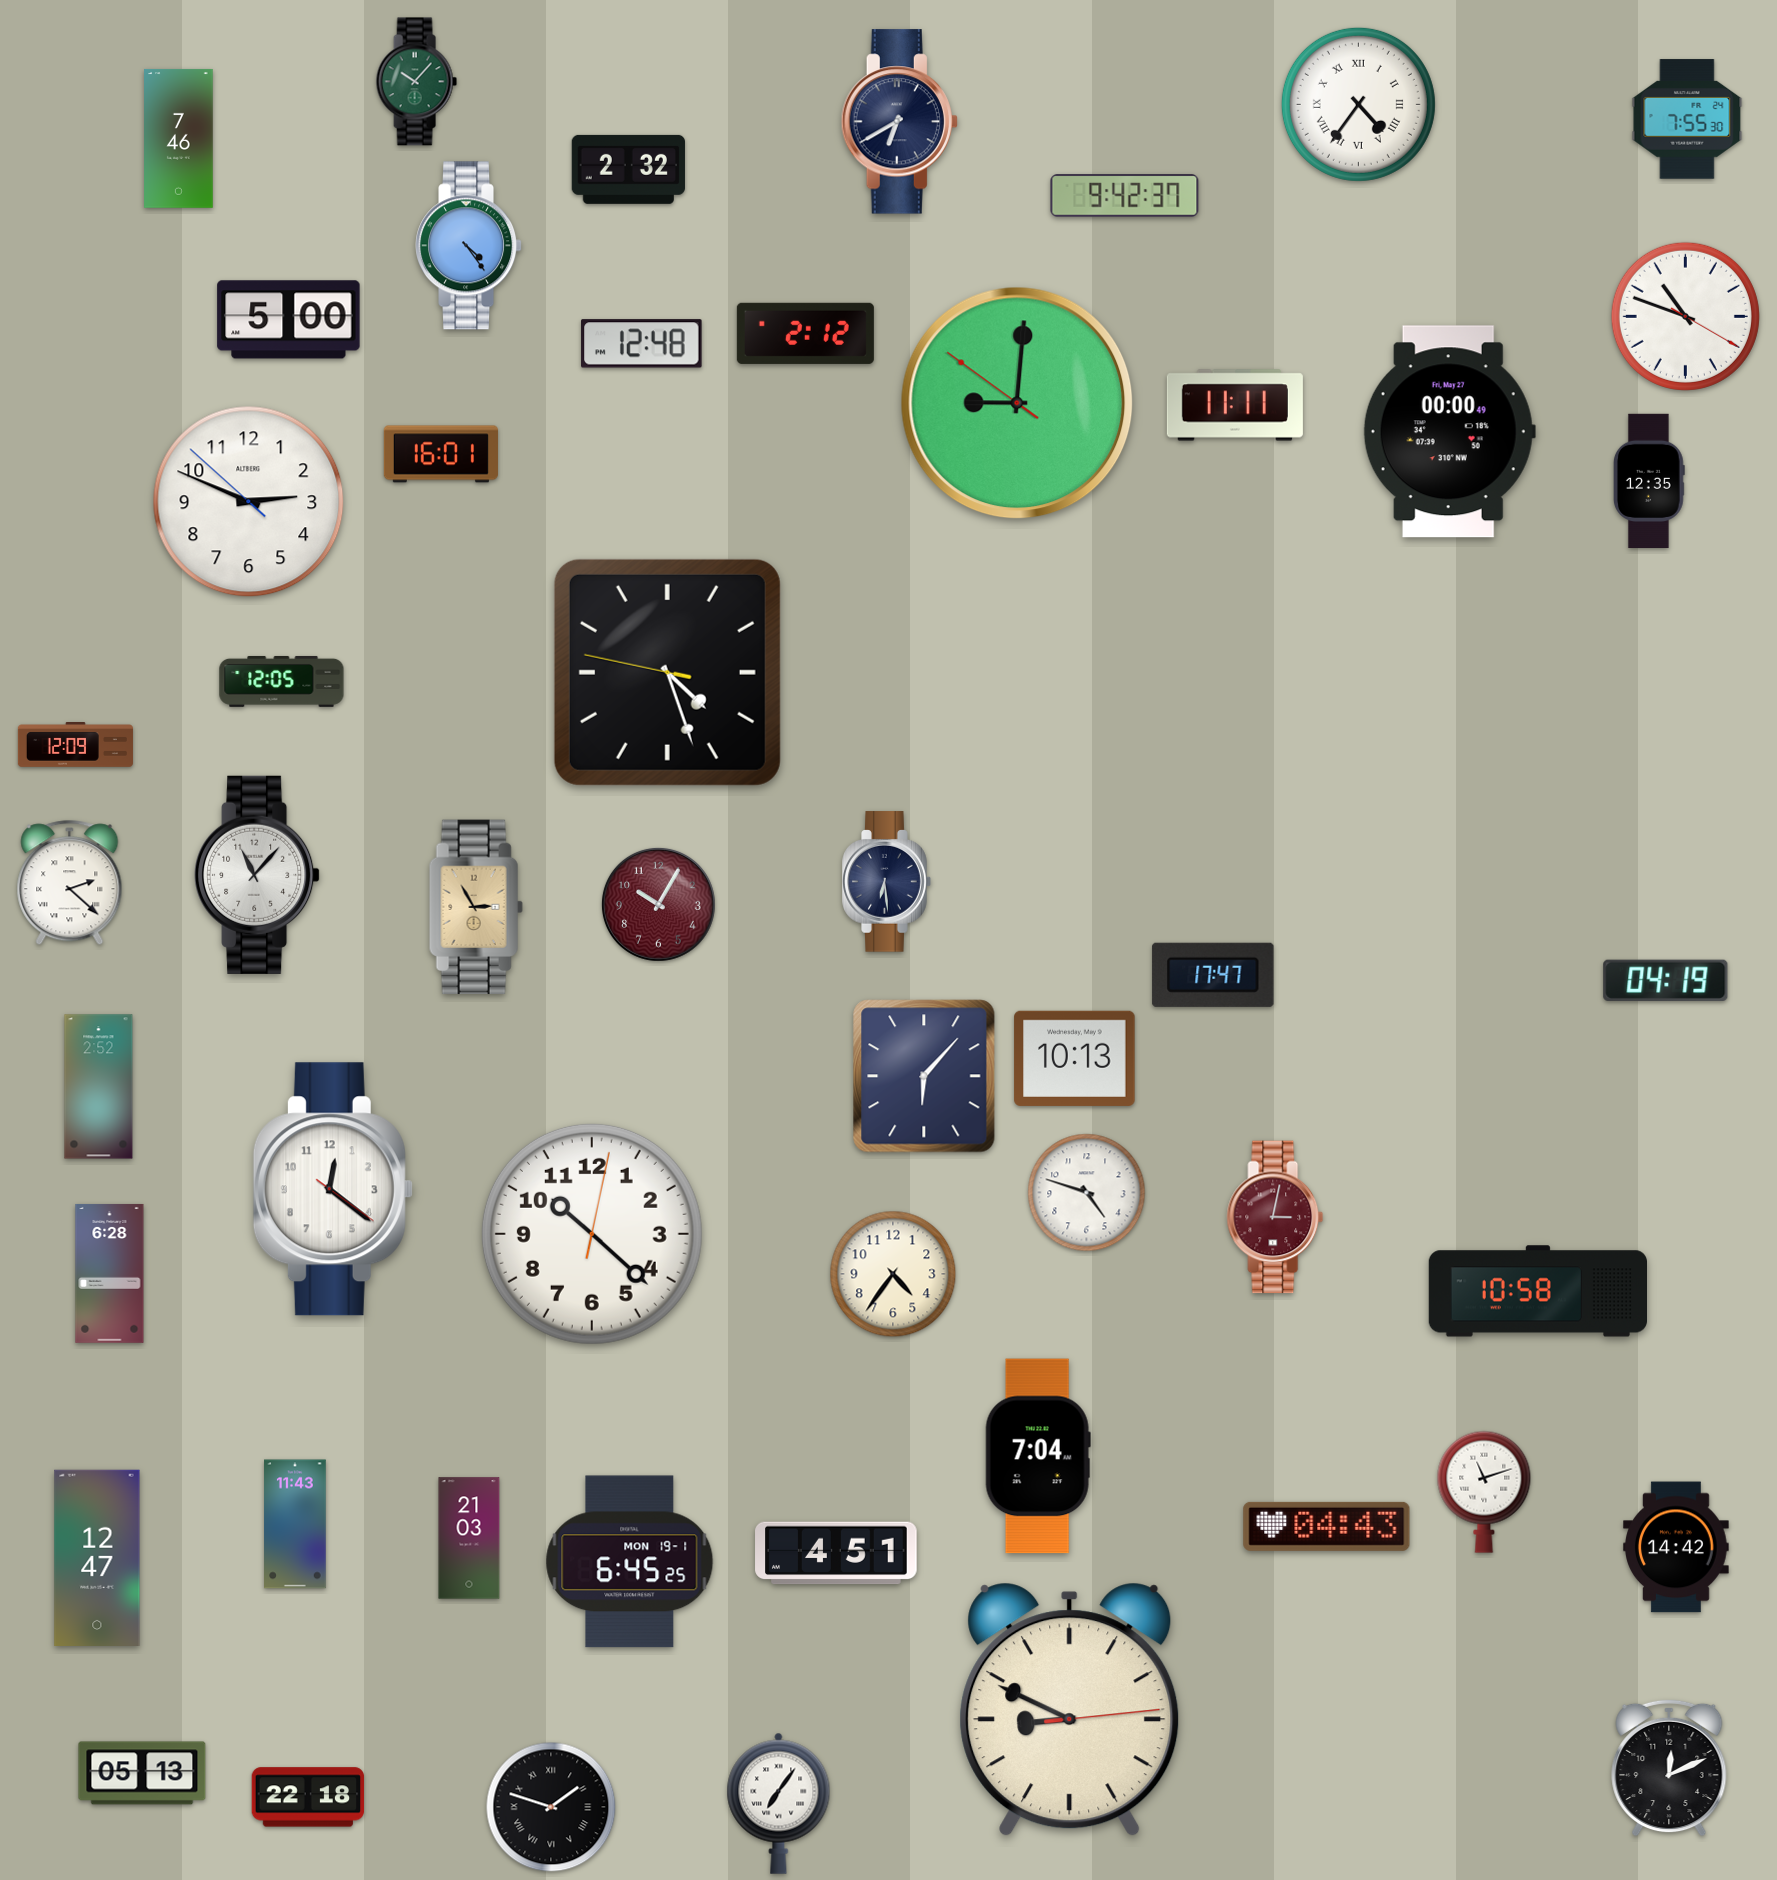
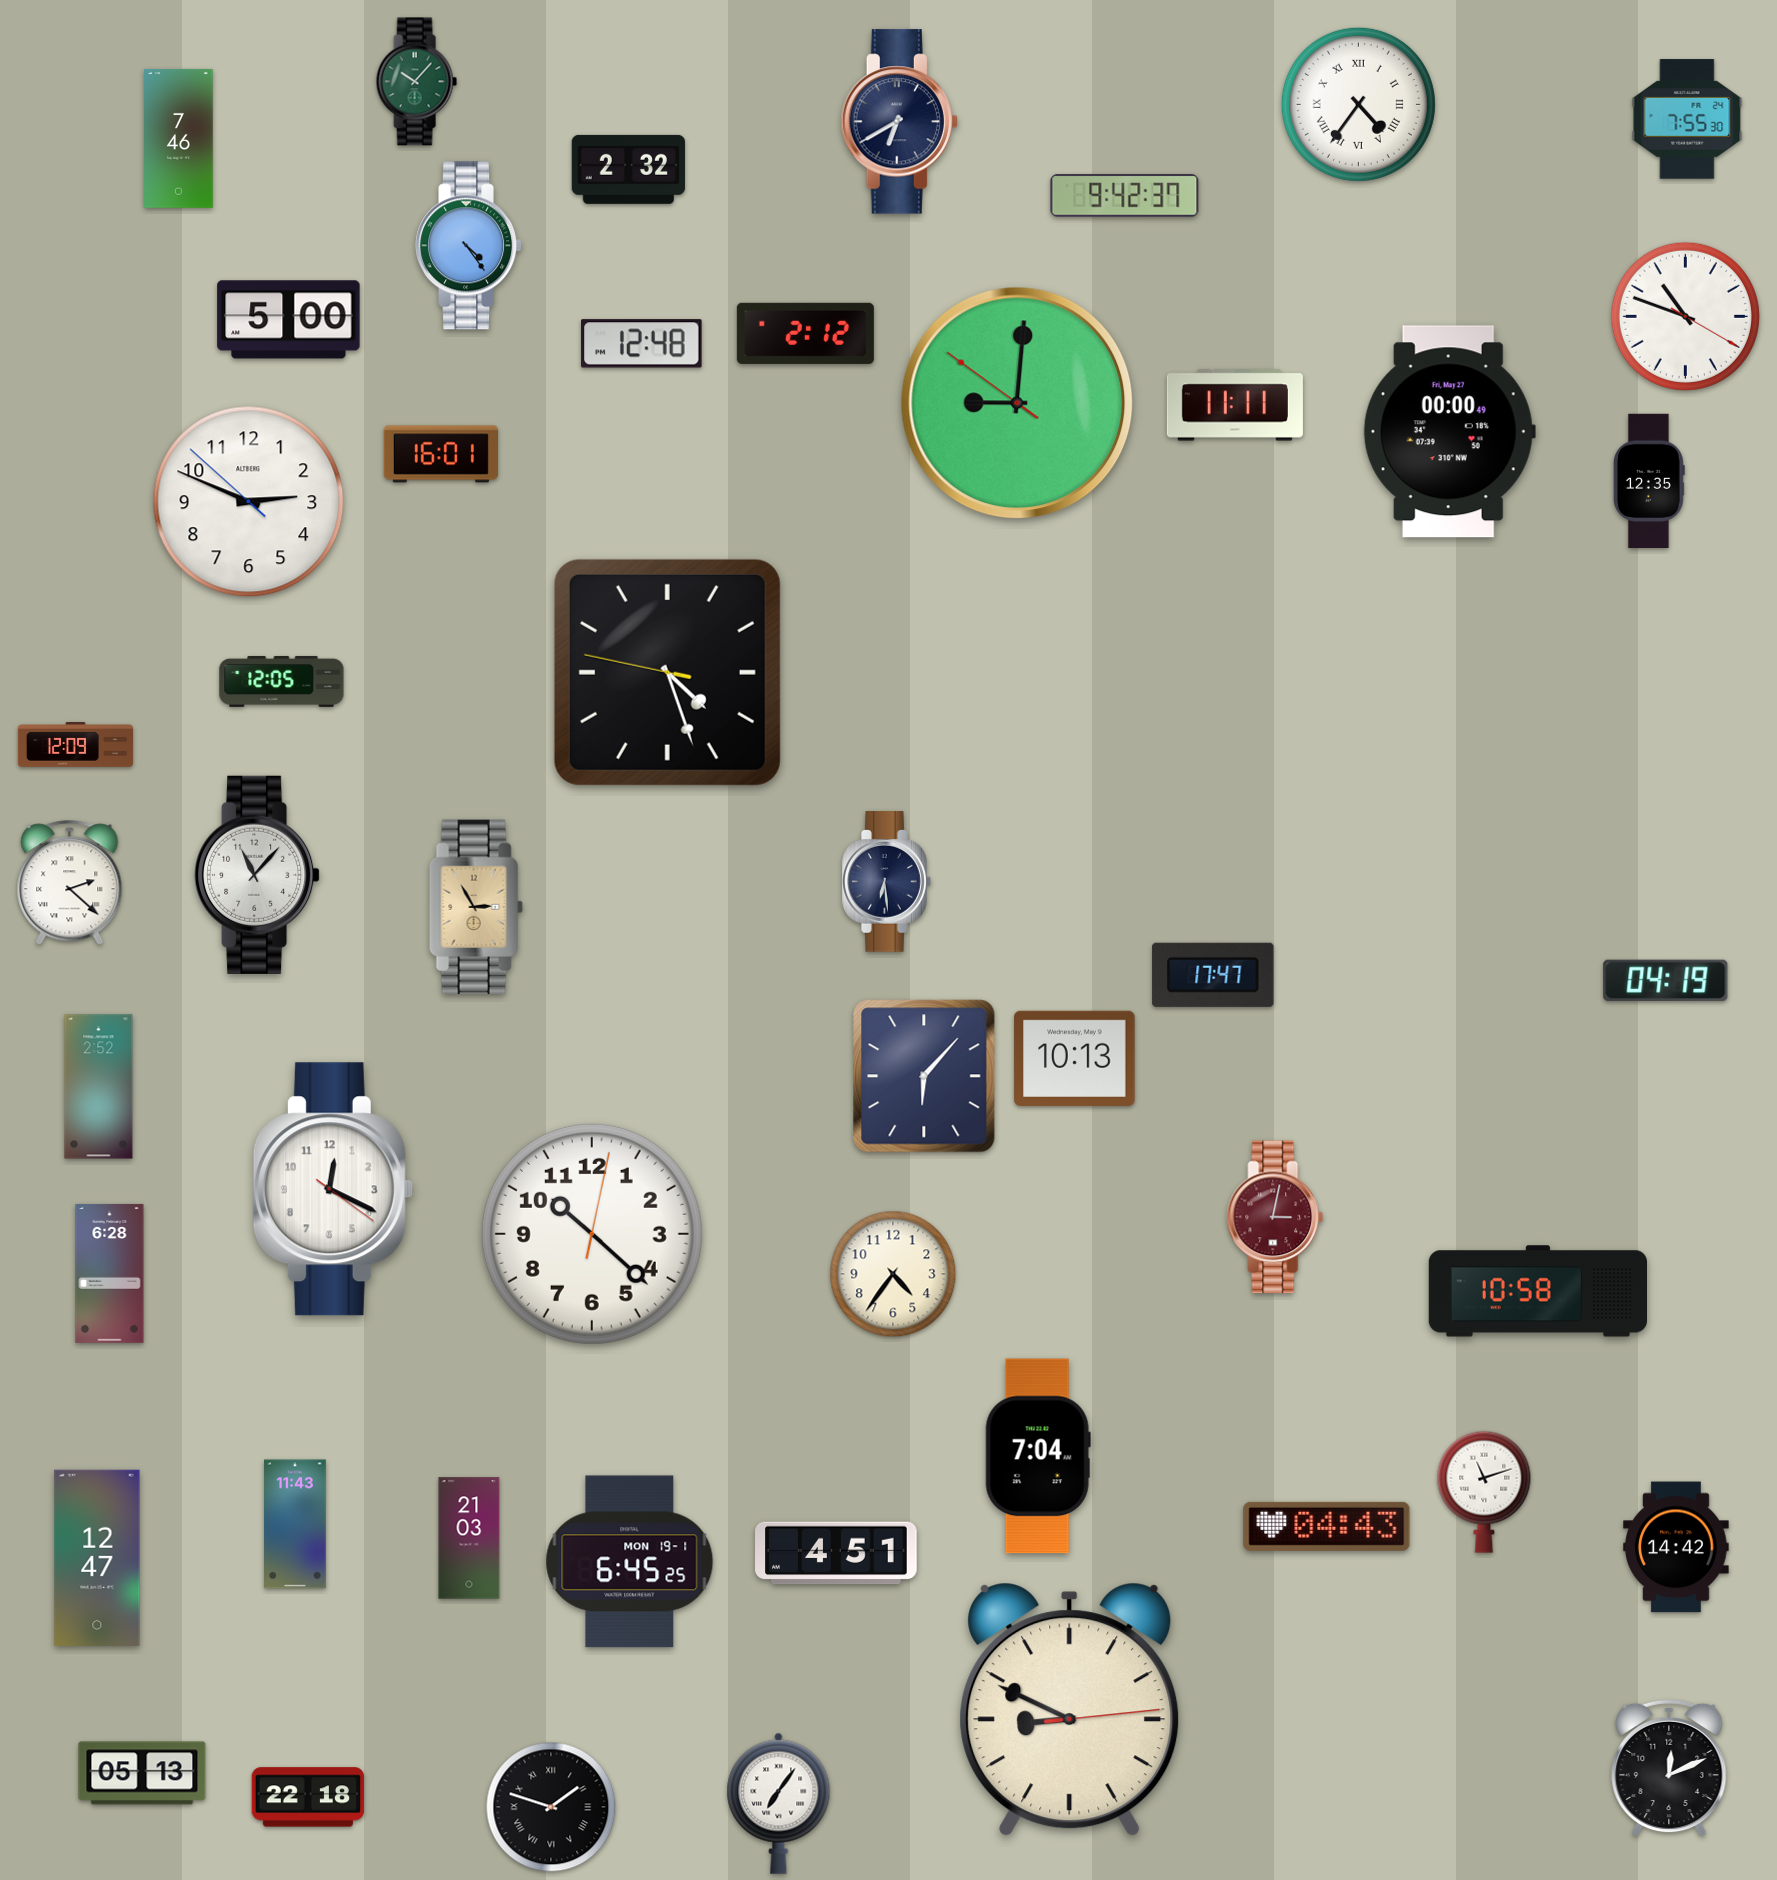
clock at (658, 904): 10:05 -> none
clock at (333, 1189): 12:21 -> 12:19
clock at (1087, 1193): 4:48 -> none
